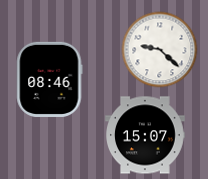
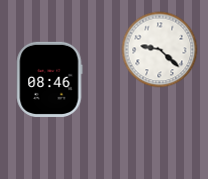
clock at (146, 135): 15:07 -> none
